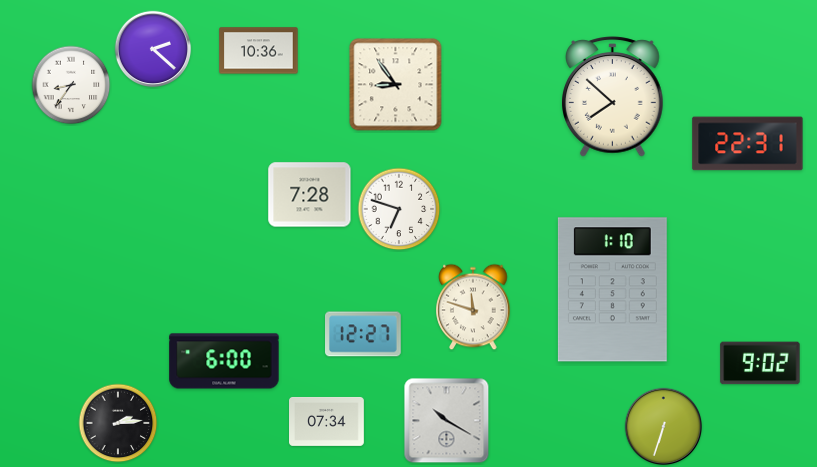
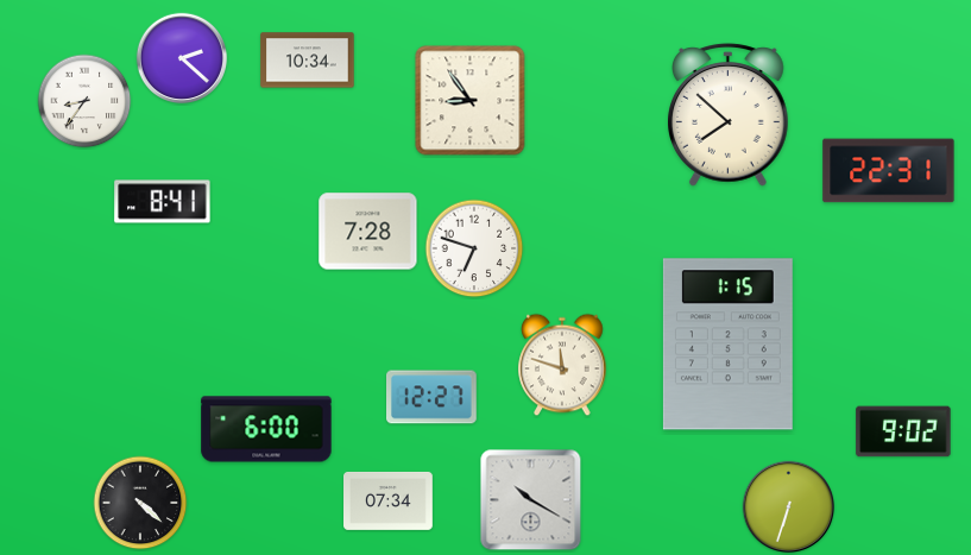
clock at (259, 51): 10:36 -> 10:34
clock at (163, 202): none -> 8:41
clock at (612, 290): 1:10 -> 1:15
clock at (118, 423): 2:14 -> 4:22
